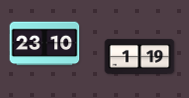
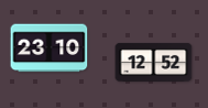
clock at (140, 56): 1:19 -> 12:52
